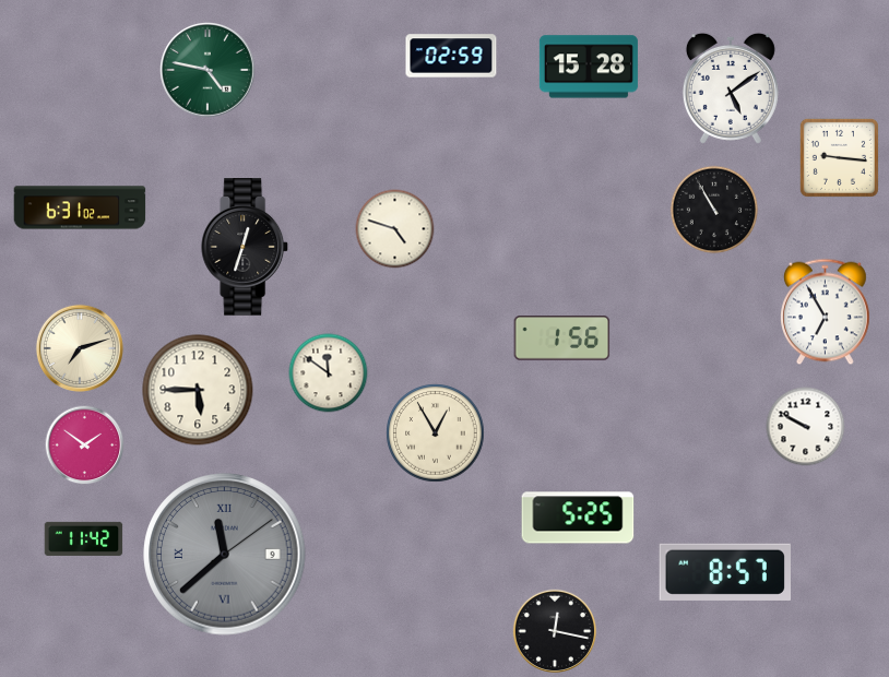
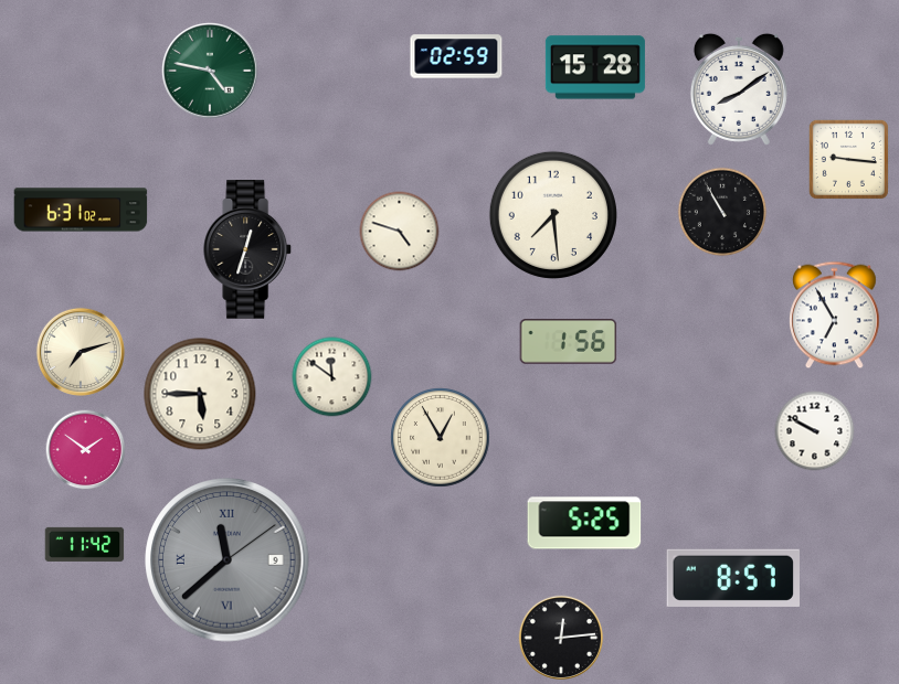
clock at (731, 88): 5:09 -> 8:09
clock at (553, 215): none -> 7:29
clock at (555, 631): 12:17 -> 12:14
